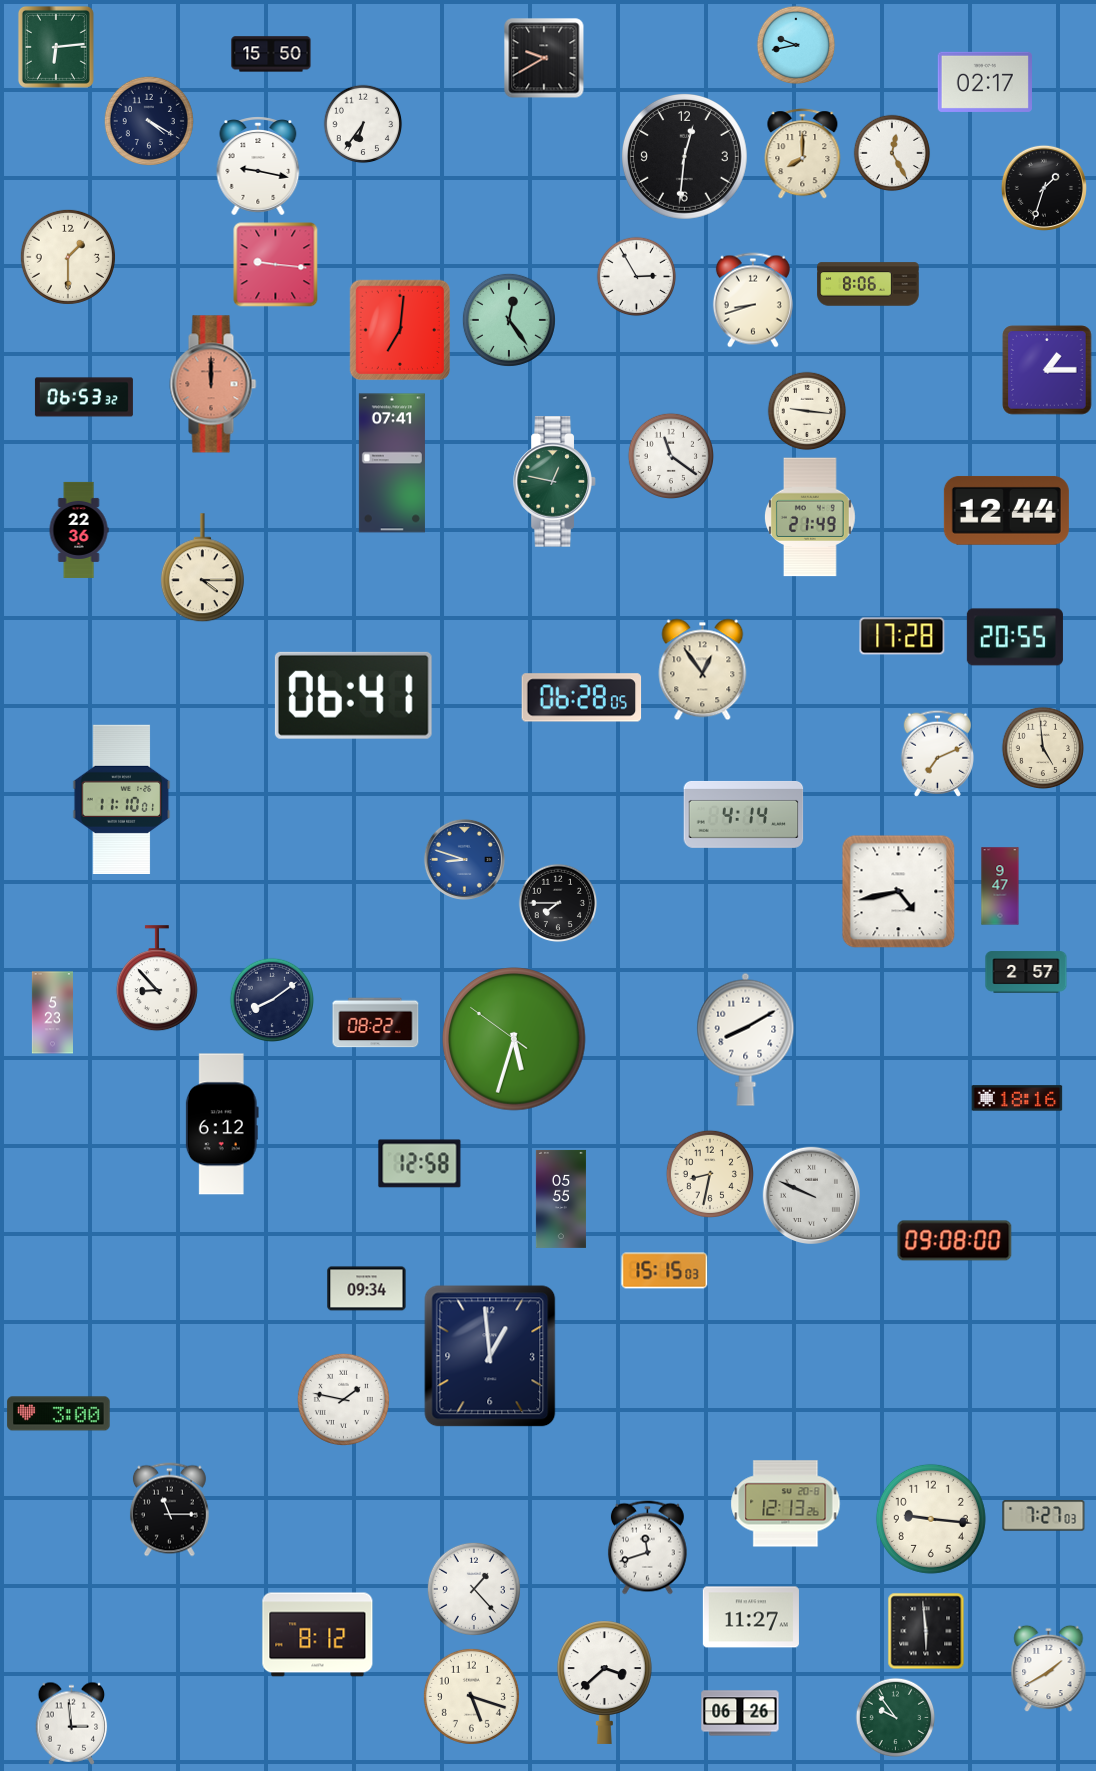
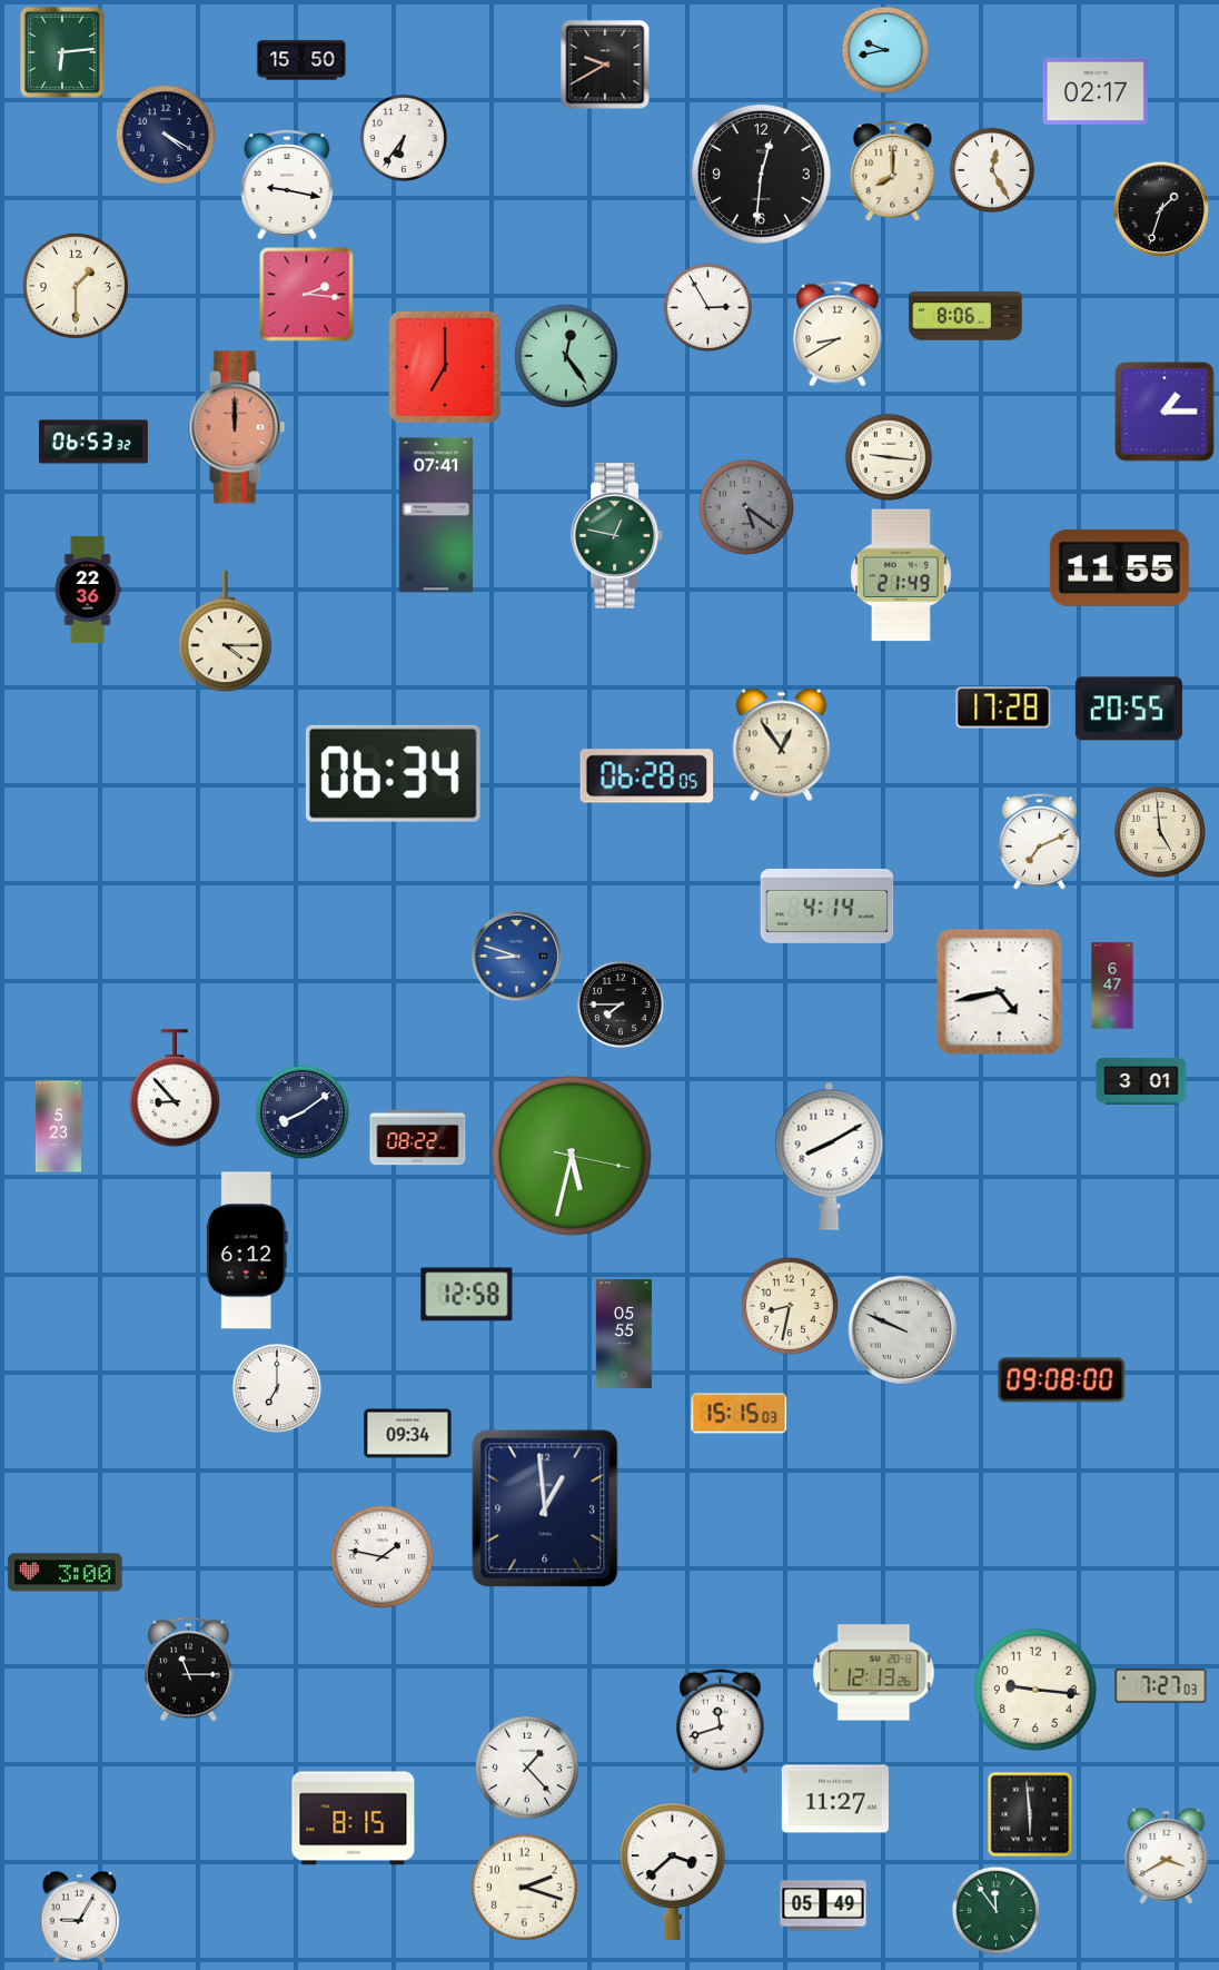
clock at (276, 265): 9:16 -> 2:16
clock at (753, 300): 8:42 -> 8:40
clock at (400, 330): 7:01 -> 7:00
clock at (807, 411) position: (807, 411) -> (889, 457)
clock at (670, 455): 11:21 -> 5:21
clock at (670, 455) dial: white -> grey
clock at (1006, 510): 12:44 -> 11:55
clock at (353, 695): 06:41 -> 06:34
clock at (937, 753) position: (937, 753) -> (1039, 841)
clock at (122, 799): 11:10 -> none
clock at (1000, 886): 9:47 -> 6:47
clock at (1026, 972): 2:57 -> 3:01
clock at (514, 1039): 5:32:51 -> 5:32:17
clock at (1017, 1098): 18:16 -> none
clock at (277, 1388): none -> 7:00
clock at (169, 1510) position: (169, 1510) -> (188, 1670)
clock at (318, 1635): 8:12 -> 8:15
clock at (1049, 1669): 1:40 -> 3:40
clock at (471, 1696): 5:18 -> 2:18
clock at (740, 1713): 06:26 -> 05:49
clock at (896, 1718): 9:54 -> 11:54
clock at (72, 1723): 2:59 -> 9:05
